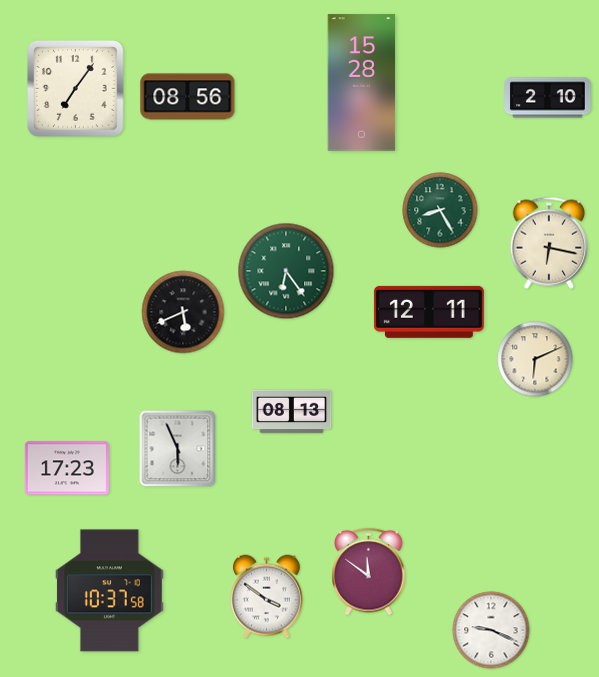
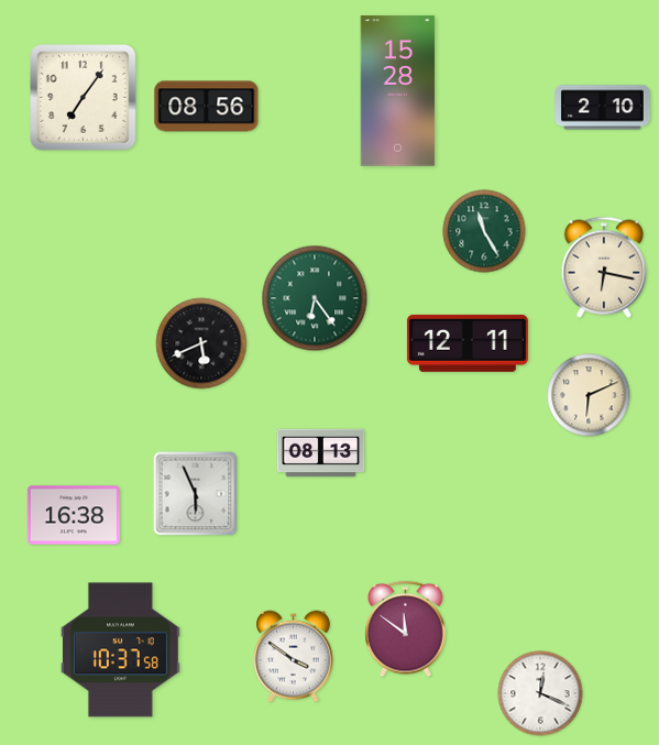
clock at (440, 210): 8:25 -> 11:25
clock at (429, 312) position: (429, 312) -> (468, 343)
clock at (67, 468): 17:23 -> 16:38
clock at (491, 630): 9:19 -> 12:19
